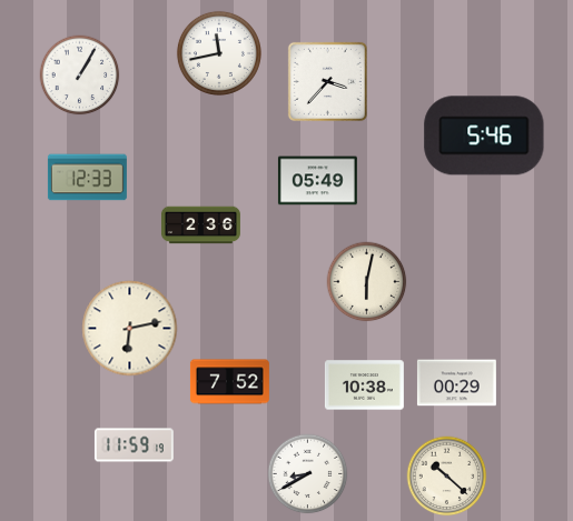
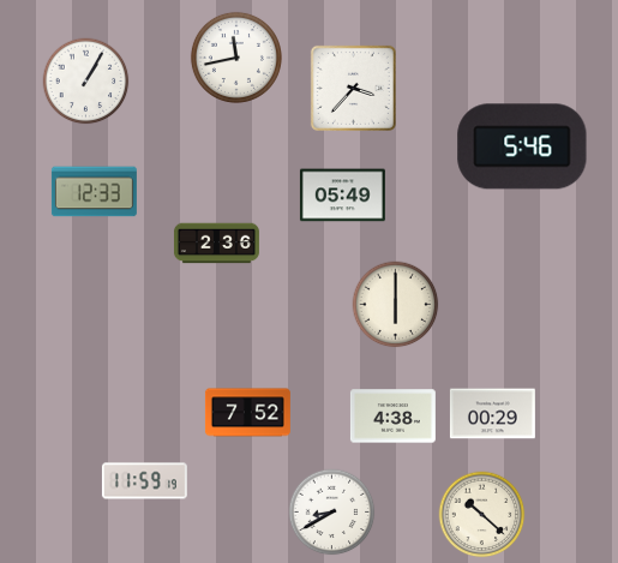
clock at (367, 282): 6:02 -> 6:00
clock at (130, 329): 6:13 -> none
clock at (364, 385): 10:38 -> 4:38
